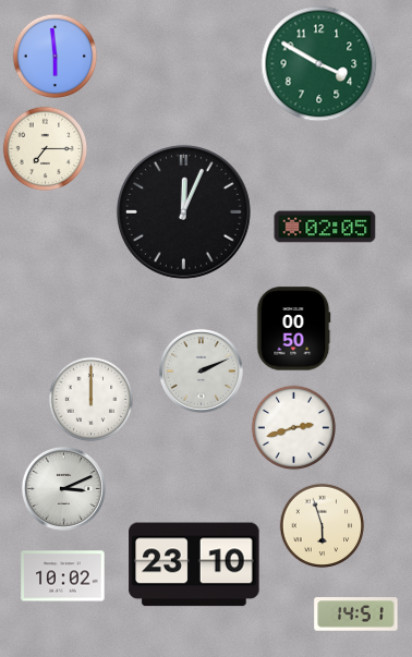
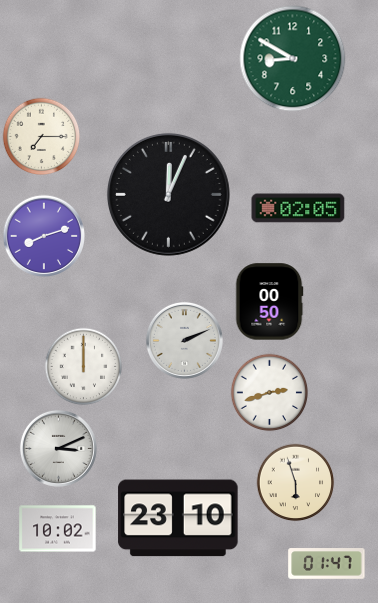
clock at (54, 56): 5:59 -> none
clock at (319, 64): 3:50 -> 8:50
clock at (43, 235): none -> 8:12
clock at (356, 615): 14:51 -> 01:47
